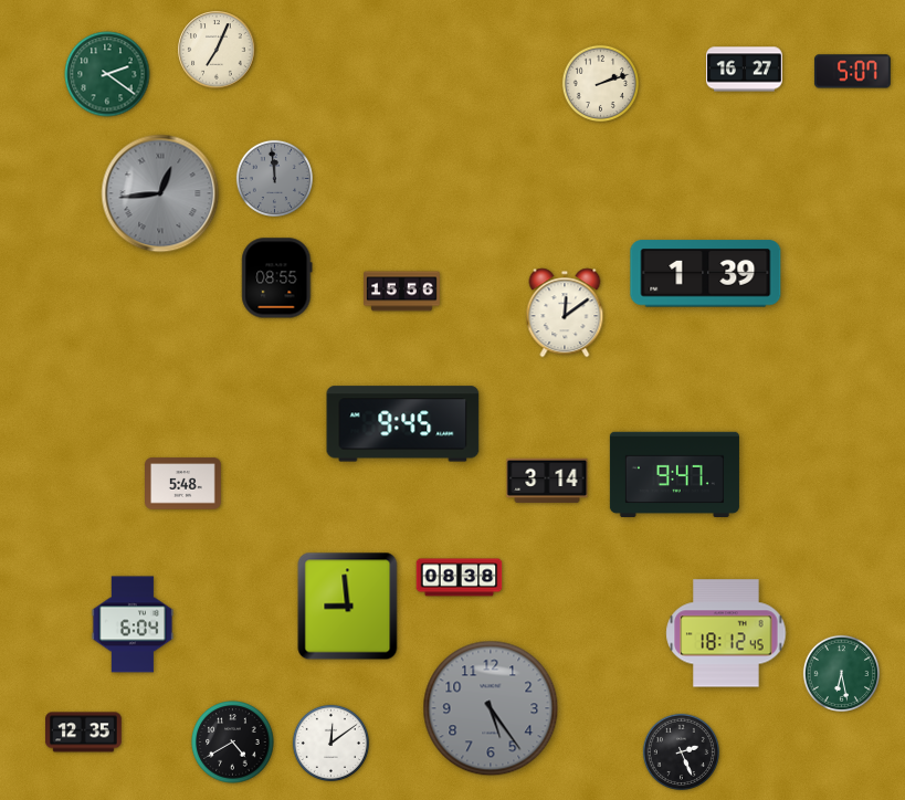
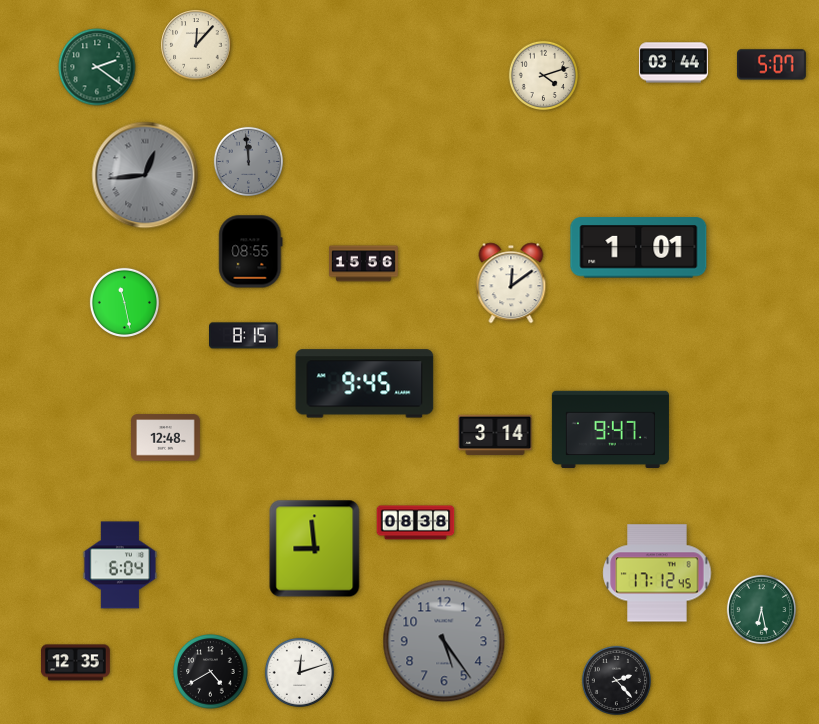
clock at (217, 50): 7:04 -> 12:07
clock at (745, 70): 16:27 -> 03:44
clock at (600, 83): 2:12 -> 4:12
clock at (706, 274): 1:39 -> 1:01
clock at (124, 302): none -> 11:28
clock at (244, 336): none -> 8:15
clock at (183, 484): 5:48 -> 12:48
clock at (726, 633): 18:12 -> 17:12
clock at (330, 743): 12:09 -> 12:12
clock at (681, 751): 2:26 -> 2:23
